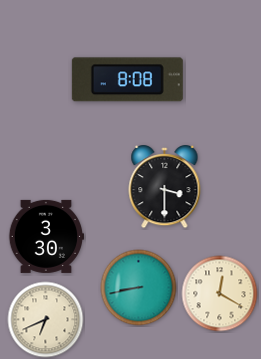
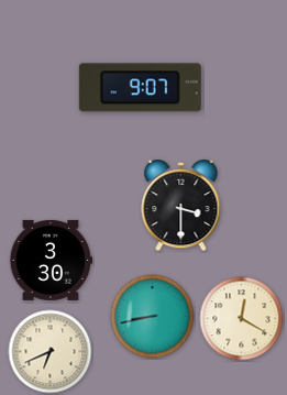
clock at (127, 80): 8:08 -> 9:07
clock at (220, 294) position: (220, 294) -> (242, 319)
